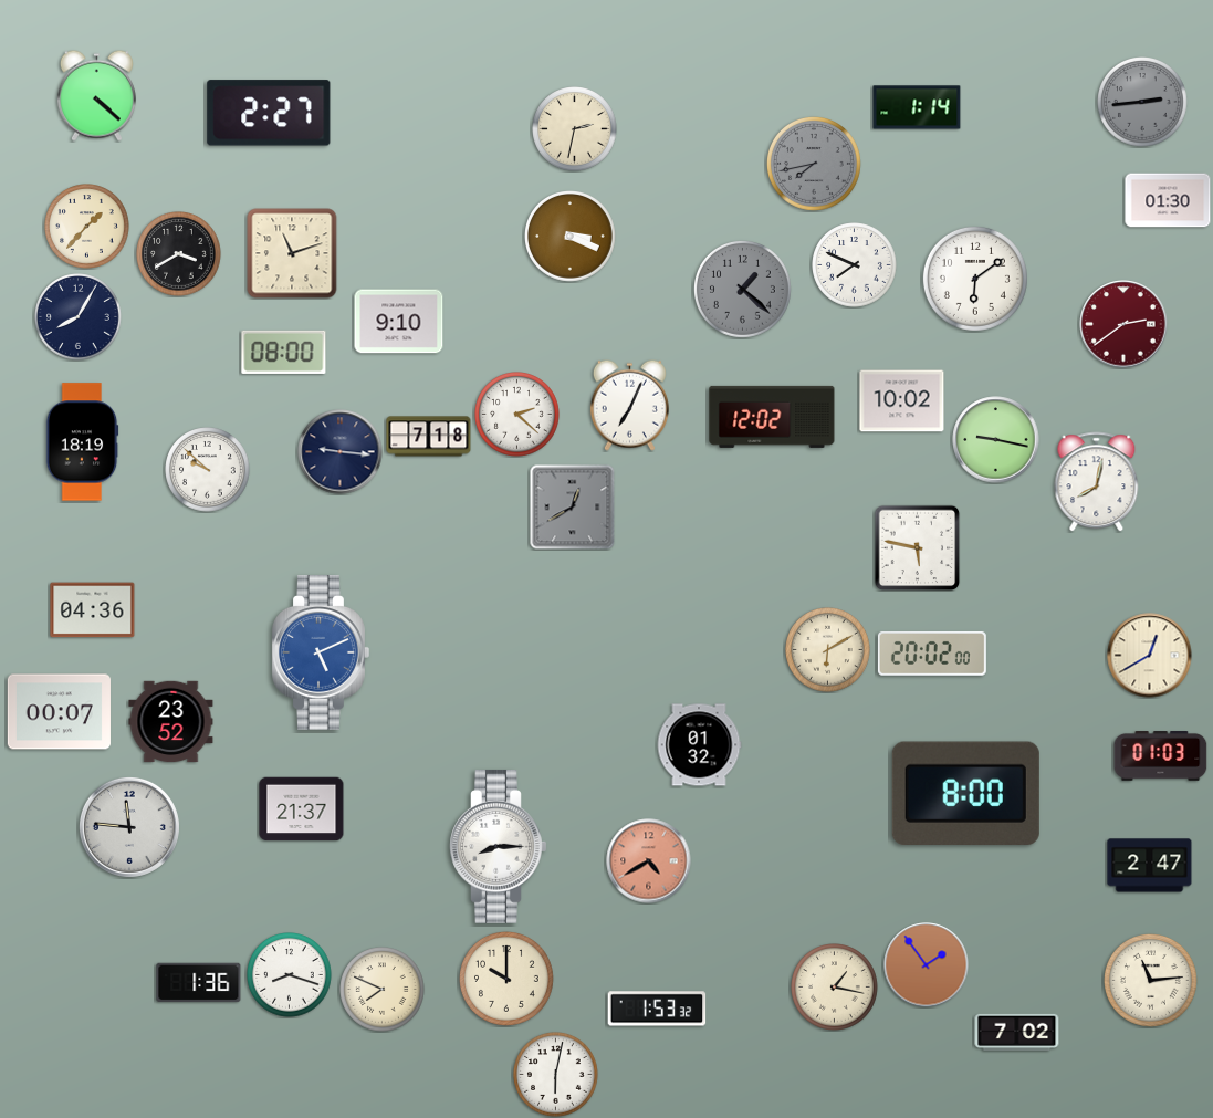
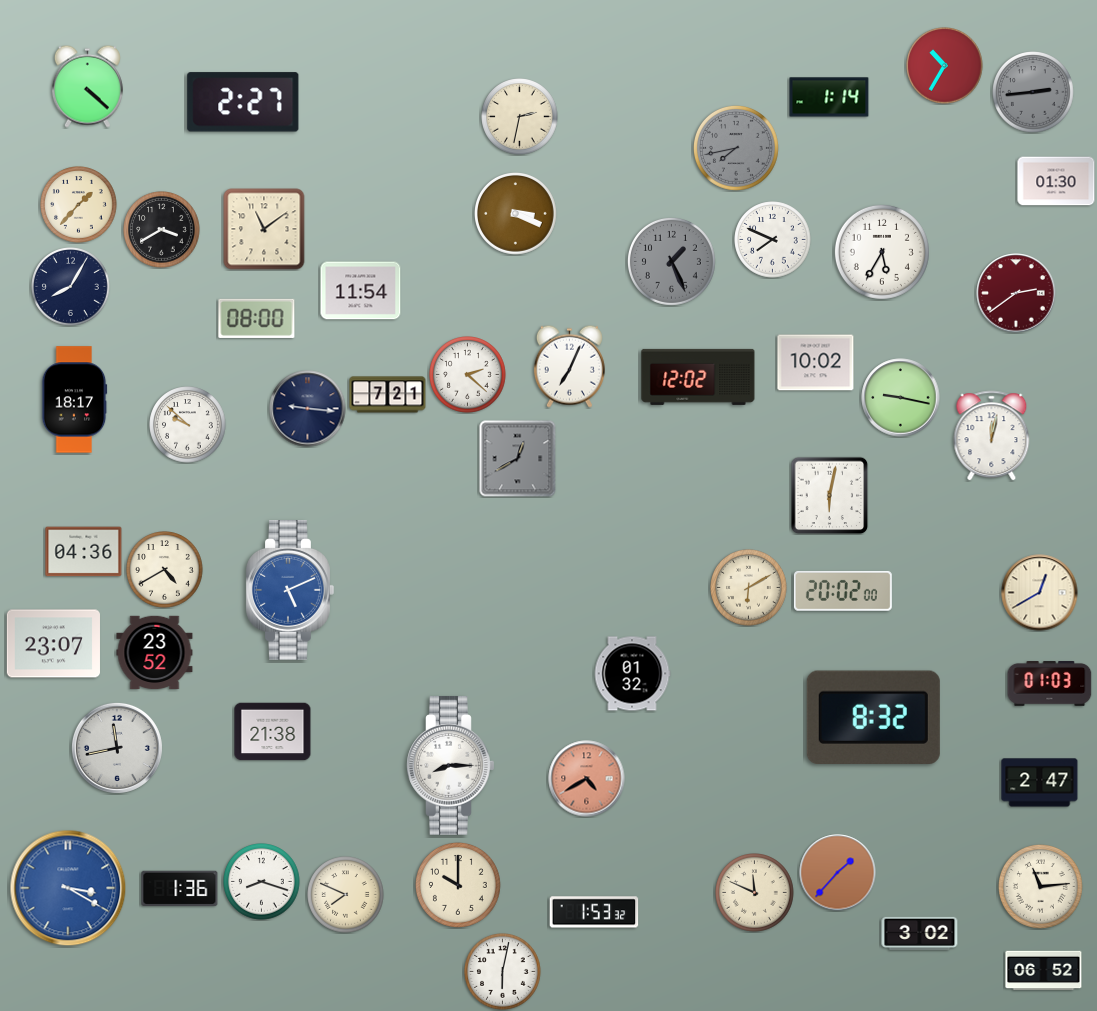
clock at (945, 66): none -> 10:35
clock at (292, 253): 11:12 -> 11:09
clock at (975, 279): 6:09 -> 5:35
clock at (742, 289): 1:22 -> 1:26
clock at (399, 322): 9:10 -> 11:54
clock at (429, 437): 7:18 -> 7:21
clock at (82, 442): 18:19 -> 18:17
clock at (1097, 482): 8:02 -> 12:02
clock at (917, 547): 5:47 -> 6:02
clock at (165, 570): none -> 4:40
clock at (59, 712): 00:07 -> 23:07
clock at (965, 794): 8:00 -> 8:32
clock at (302, 809): 21:37 -> 21:38
clock at (129, 827): 11:46 -> 11:43
clock at (927, 965): 1:54 -> 1:37
clock at (68, 888): none -> 3:20
clock at (835, 988): 1:17 -> 11:49
clock at (1017, 1032): 7:02 -> 3:02
clock at (1044, 971): none -> 06:52
